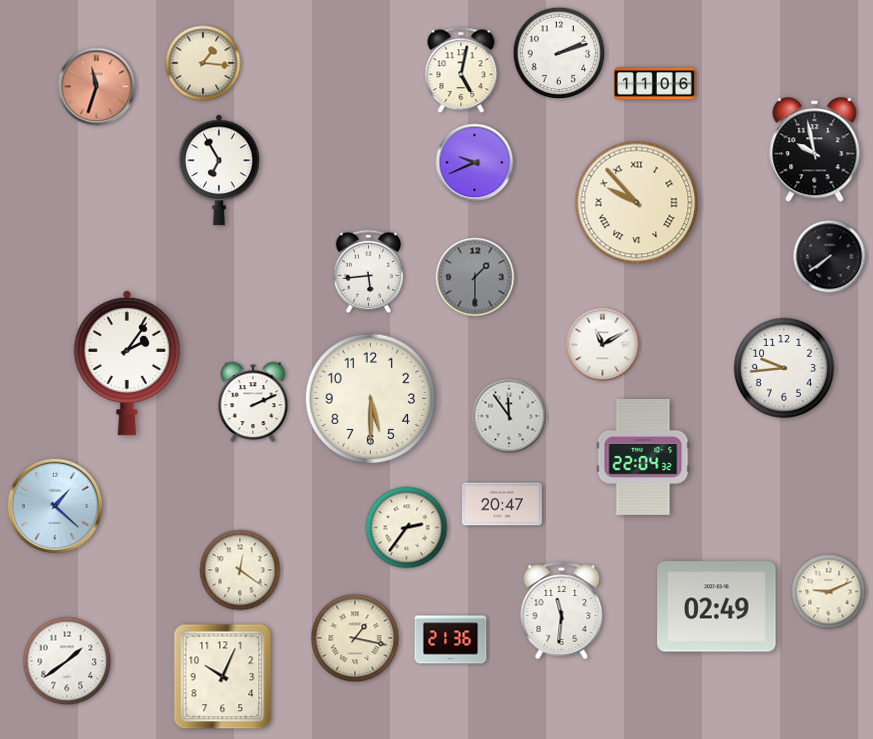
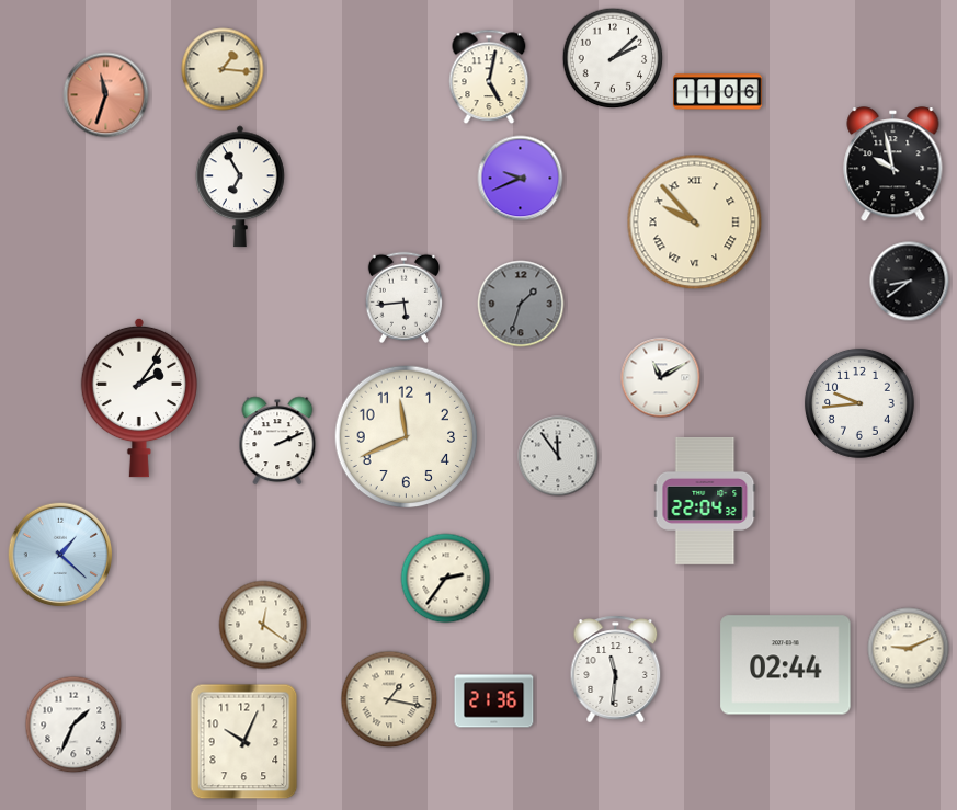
clock at (559, 53): 2:12 -> 2:08
clock at (461, 70) position: (461, 70) -> (489, 77)
clock at (637, 203) position: (637, 203) -> (695, 223)
clock at (830, 257): 7:39 -> 8:39
clock at (475, 277): 1:30 -> 1:33
clock at (371, 399): 5:30 -> 11:41
clock at (502, 504): 20:47 -> none
clock at (717, 607): 02:49 -> 02:44
clock at (67, 661): 1:39 -> 1:34
